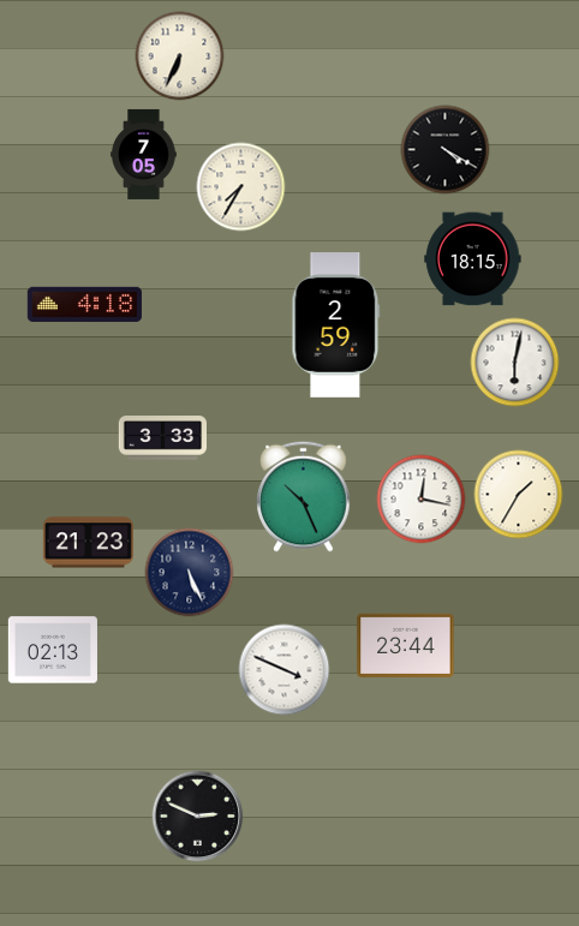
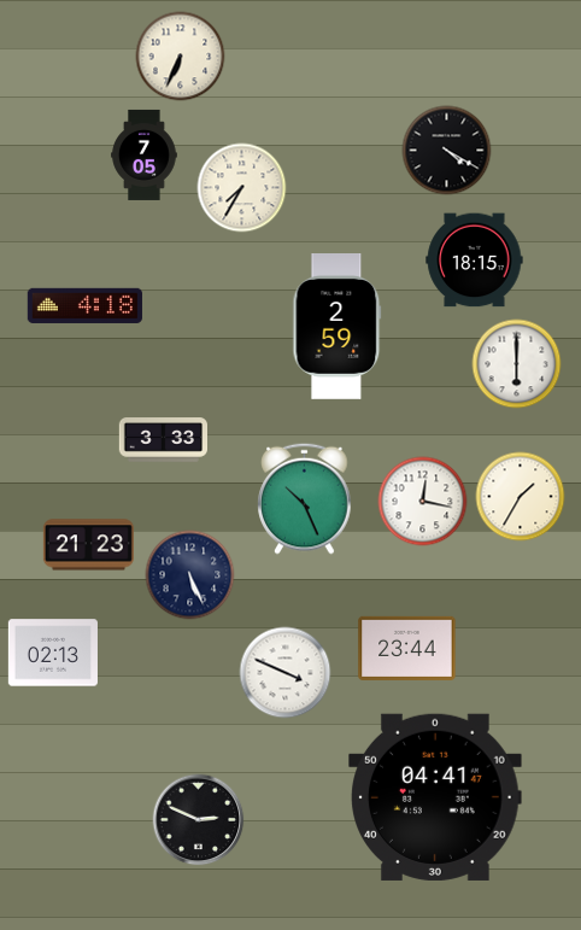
clock at (515, 363): 6:02 -> 6:00
clock at (436, 797): none -> 04:41
